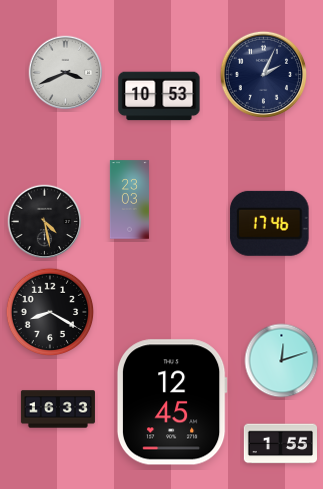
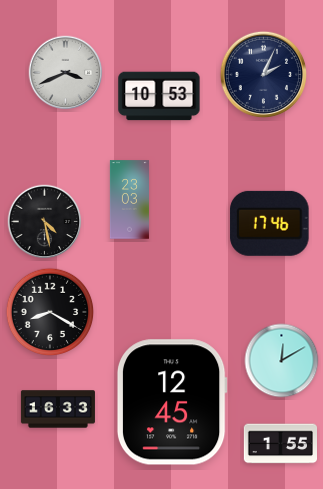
clock at (282, 361): 12:12 -> 12:10
